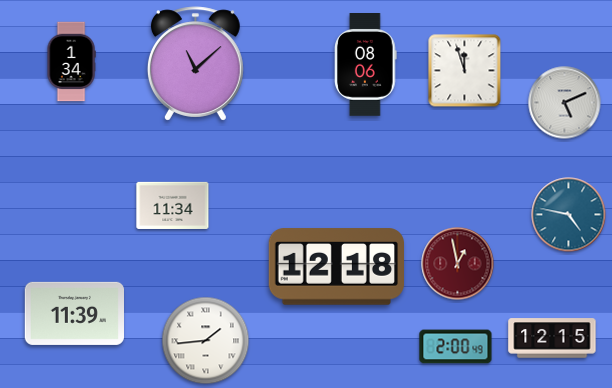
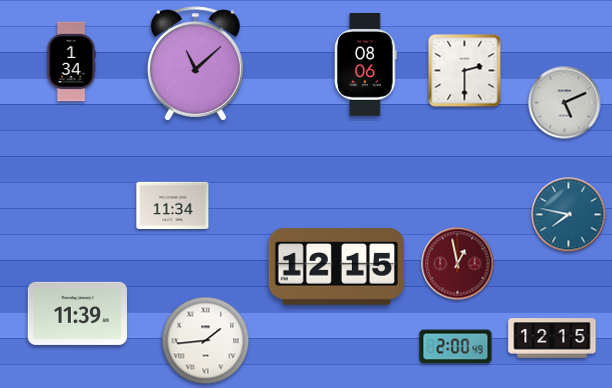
clock at (465, 71): 11:57 -> 2:30
clock at (569, 215): 4:47 -> 7:47
clock at (336, 267): 12:18 -> 12:15
clock at (74, 313) position: (74, 313) -> (77, 313)
